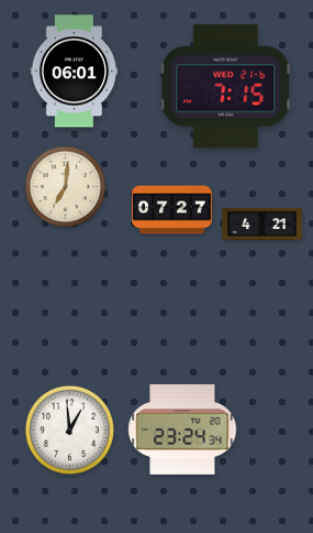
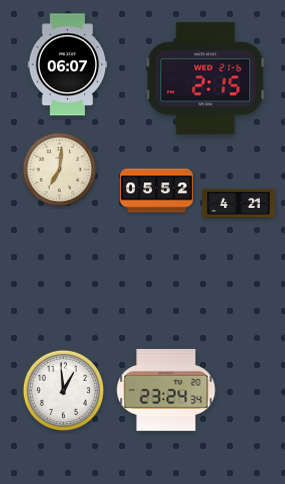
clock at (75, 72): 06:01 -> 06:07
clock at (226, 87): 7:15 -> 2:15
clock at (172, 210): 07:27 -> 05:52
